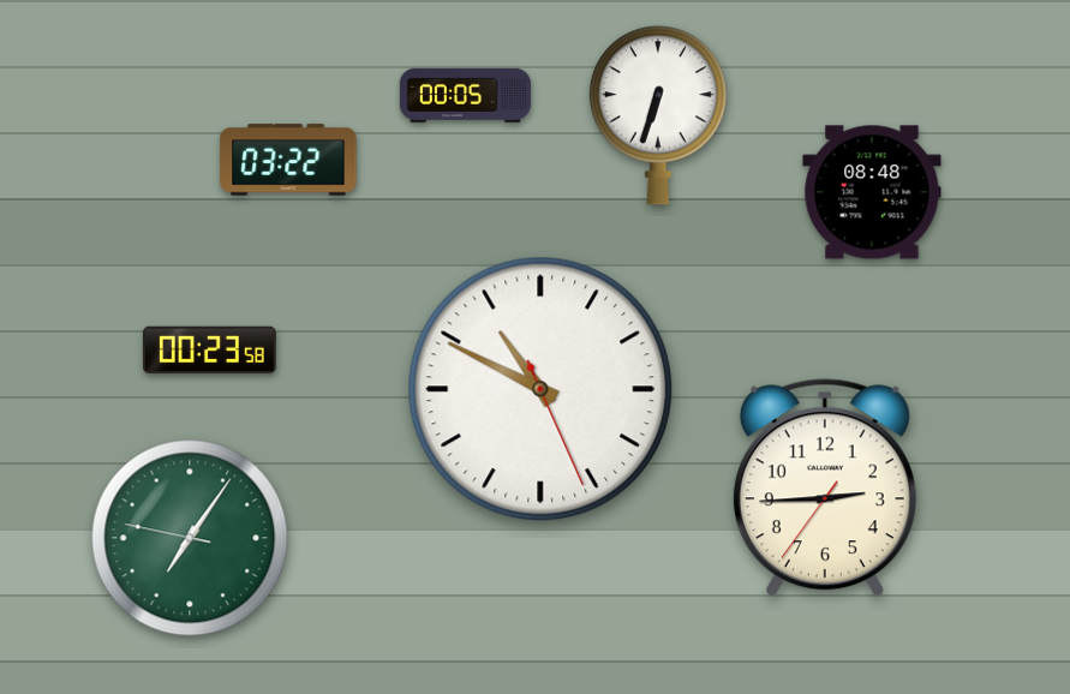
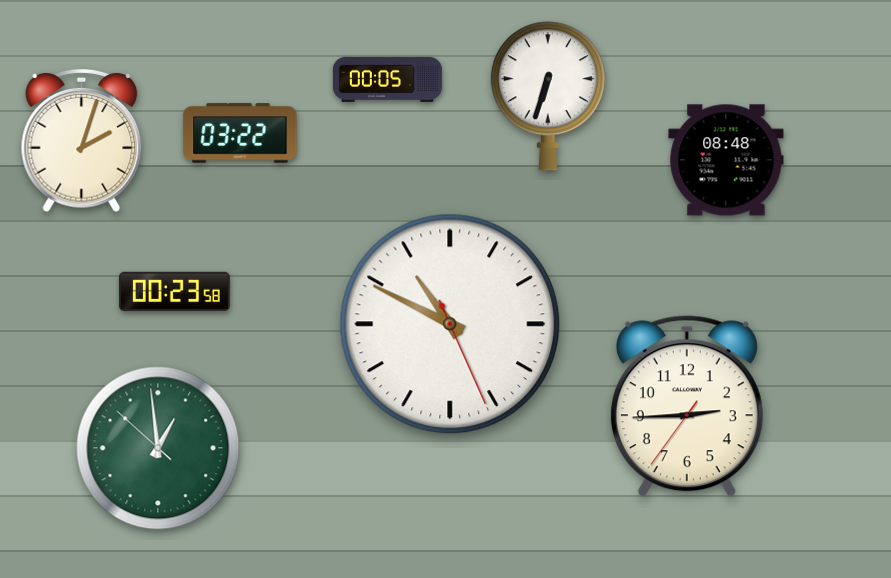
clock at (82, 141): none -> 2:03
clock at (190, 538): 7:05 -> 12:58
